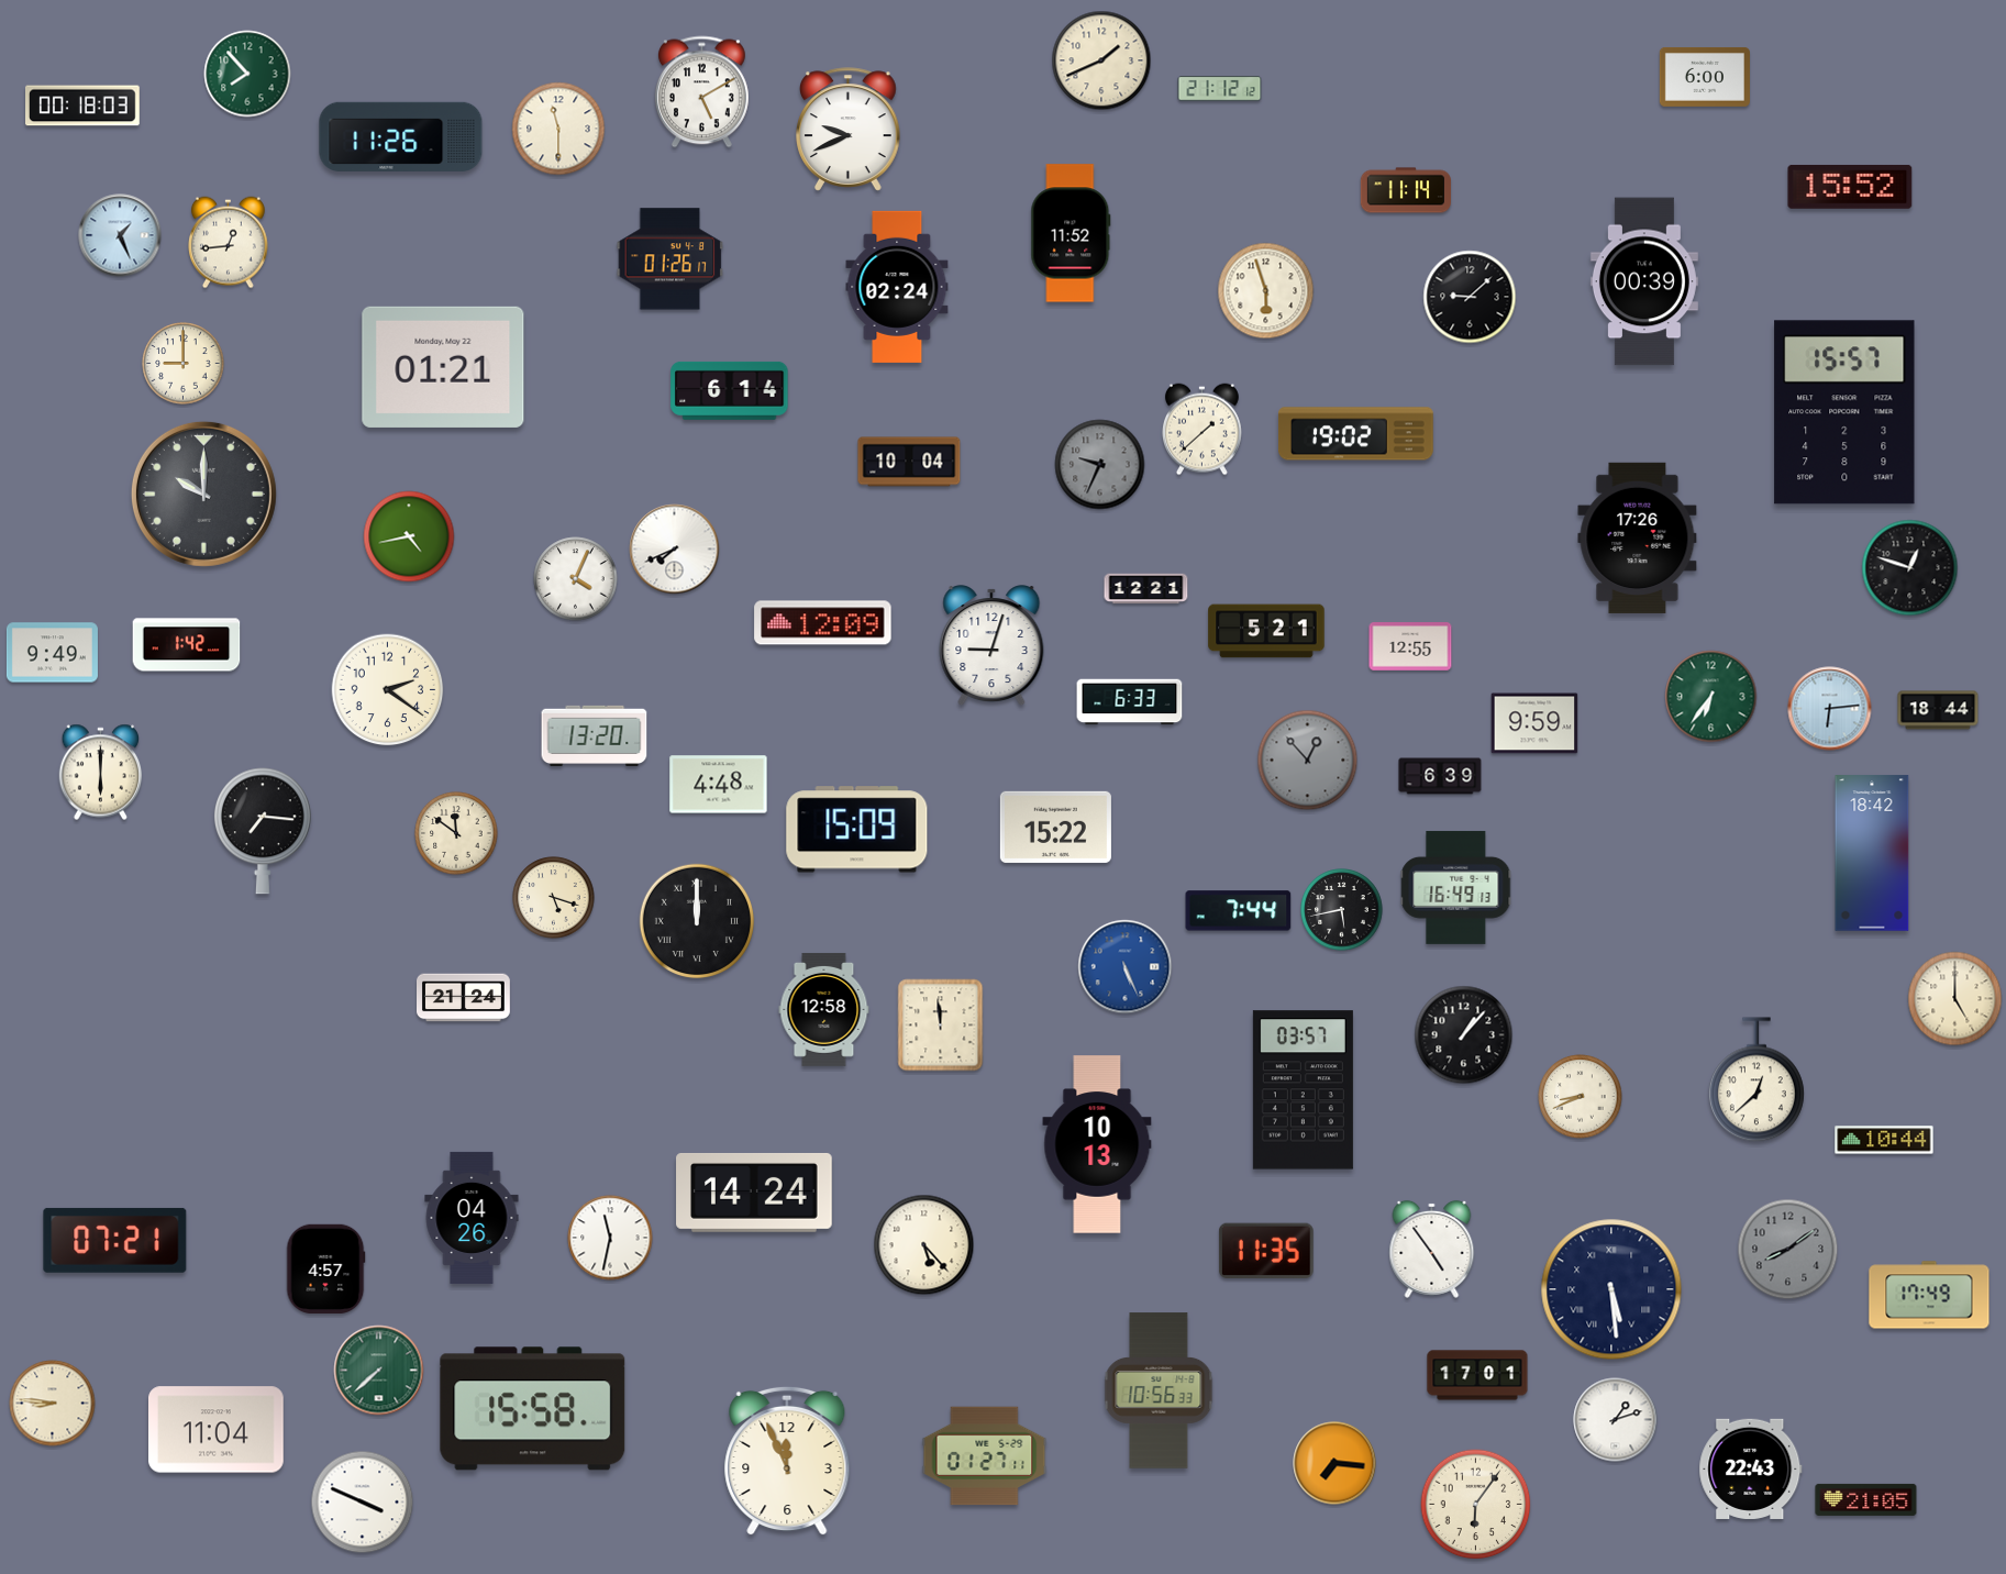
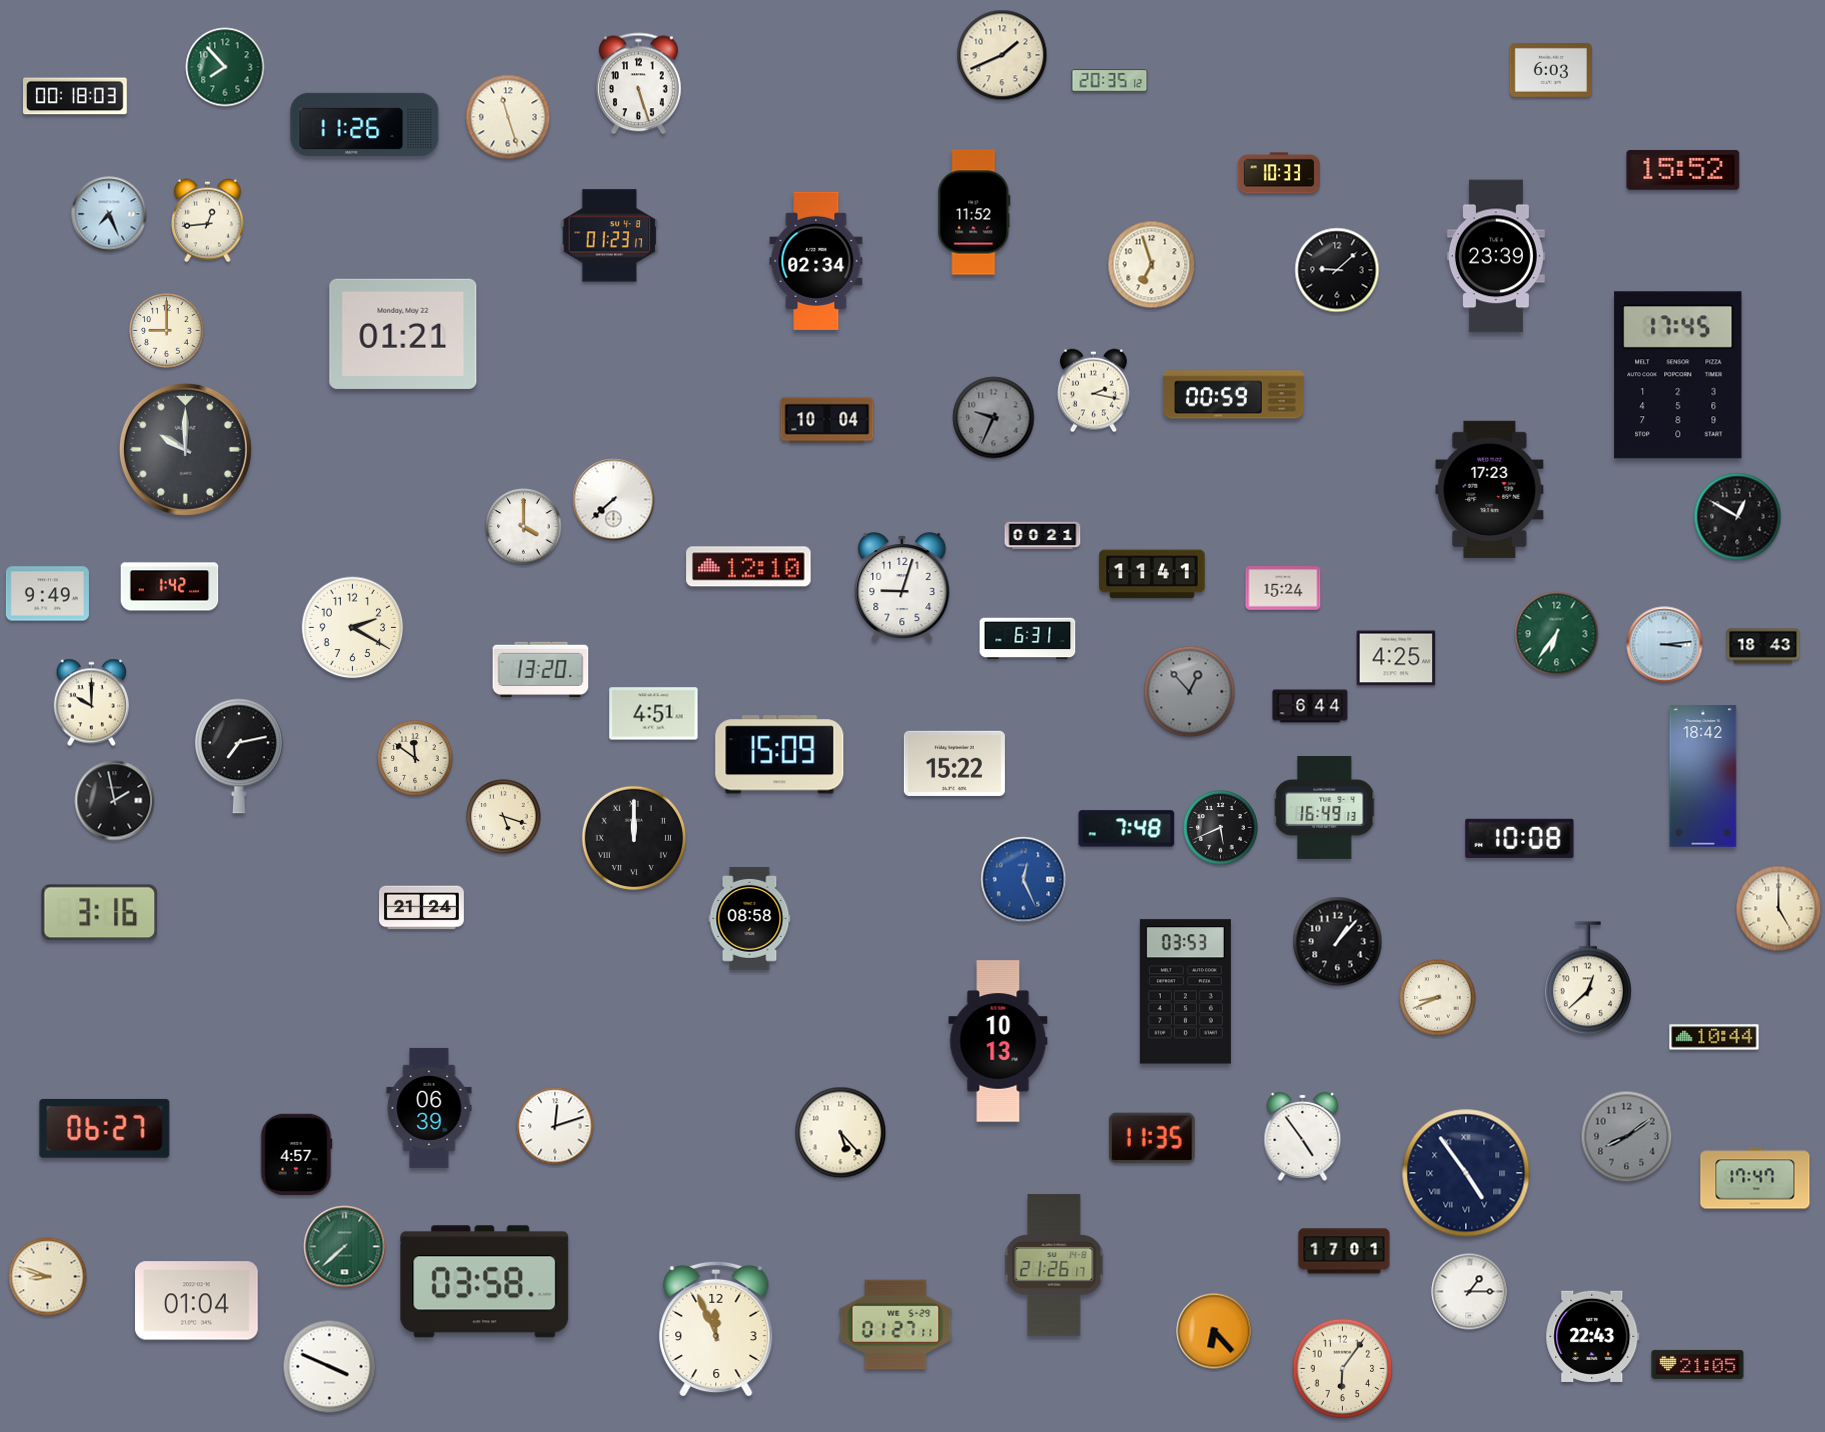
clock at (1705, 77): 6:00 -> 6:03
clock at (1220, 89): 21:12 -> 20:35
clock at (701, 92): 5:10 -> 5:27
clock at (558, 129): 11:30 -> 11:27
clock at (849, 130): 9:41 -> none
clock at (1406, 190): 11:14 -> 10:33
clock at (120, 235): 1:26 -> 7:26
clock at (670, 259): 01:26 -> 01:23
clock at (1644, 281): 00:39 -> 23:39
clock at (897, 287): 02:24 -> 02:34
clock at (1266, 291): 5:57 -> 6:57
clock at (730, 390): 6:14 -> none
clock at (1844, 412): 15:57 -> 17:45
clock at (1203, 430): 1:38 -> 2:17
clock at (1355, 434): 19:02 -> 00:59
clock at (1100, 465) position: (1100, 465) -> (994, 418)
clock at (409, 536): 4:43 -> none
clock at (1638, 537): 17:26 -> 17:23
clock at (675, 550): 7:41 -> 7:38
clock at (1910, 568): 12:48 -> 12:50
clock at (576, 579): 4:04 -> 4:00
clock at (1146, 589): 12:21 -> 00:21
clock at (823, 623): 12:09 -> 12:10
clock at (1266, 631): 5:21 -> 11:41
clock at (1410, 646): 12:55 -> 15:24
clock at (388, 690): 2:21 -> 2:20
clock at (1130, 702): 6:33 -> 6:31
clock at (1830, 709): 6:14 -> 3:14
clock at (1938, 710): 18:44 -> 18:43
clock at (1534, 723): 9:59 -> 4:25
clock at (101, 773): 6:00 -> 10:00
clock at (1440, 776): 6:39 -> 6:44
clock at (719, 785): 4:48 -> 4:51
clock at (1055, 827) position: (1055, 827) -> (954, 763)
clock at (263, 831): 7:16 -> 7:13
clock at (115, 801): none -> 1:58
clock at (1342, 910): 5:43 -> 5:41
clock at (1239, 911): 7:44 -> 7:48
clock at (1520, 838): none -> 10:08
clock at (1126, 967): 5:26 -> 12:26
clock at (100, 913): none -> 3:16
clock at (824, 1009): 12:58 -> 08:58
clock at (941, 1026): 11:59 -> none
clock at (1464, 1035) position: (1464, 1035) -> (1338, 942)
clock at (1756, 1079) position: (1756, 1079) -> (1588, 978)
clock at (1303, 1090): 03:57 -> 03:53
clock at (754, 1193): 14:24 -> none
clock at (472, 1218): 04:26 -> 06:39
clock at (610, 1238): 11:32 -> 12:12
clock at (115, 1240): 07:21 -> 06:27
clock at (1611, 1289): 5:29 -> 4:54
clock at (1929, 1295): 17:49 -> 17:47
clock at (1159, 1390): 10:56 -> 21:26
clock at (53, 1404): 8:46 -> 8:48
clock at (533, 1409): 15:58 -> 03:58
clock at (1616, 1420): 1:12 -> 1:15
clock at (217, 1430): 11:04 -> 01:04
clock at (1334, 1463): 7:16 -> 6:23
